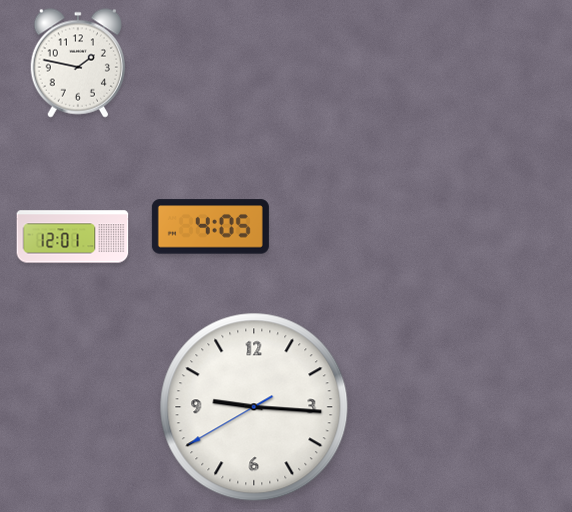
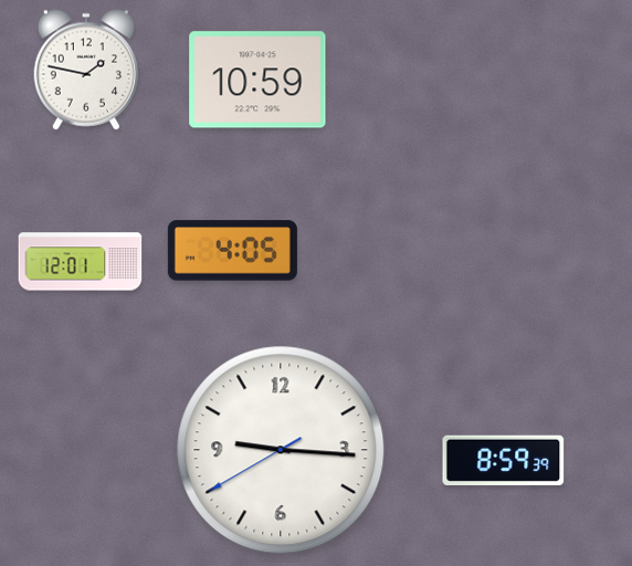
clock at (257, 80): none -> 10:59
clock at (504, 460): none -> 8:59
